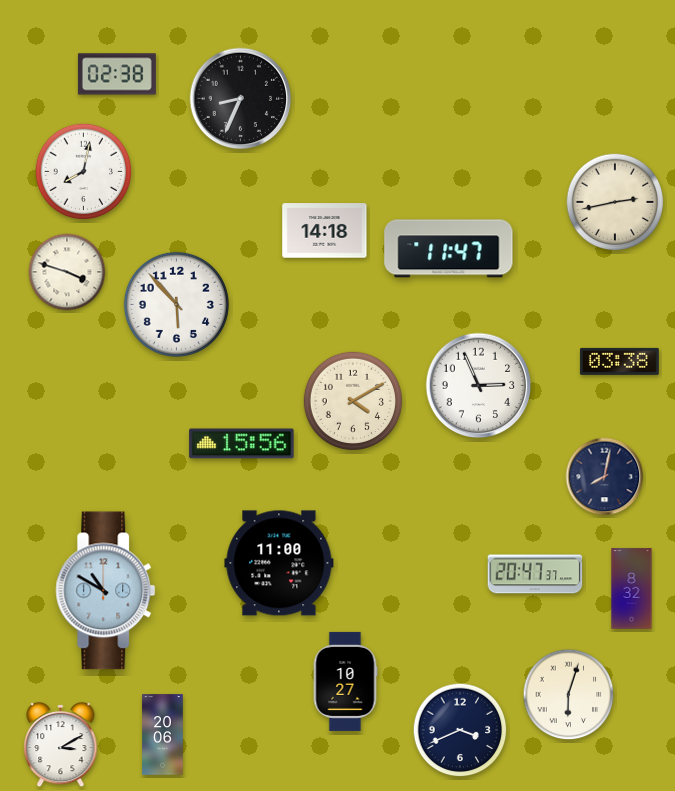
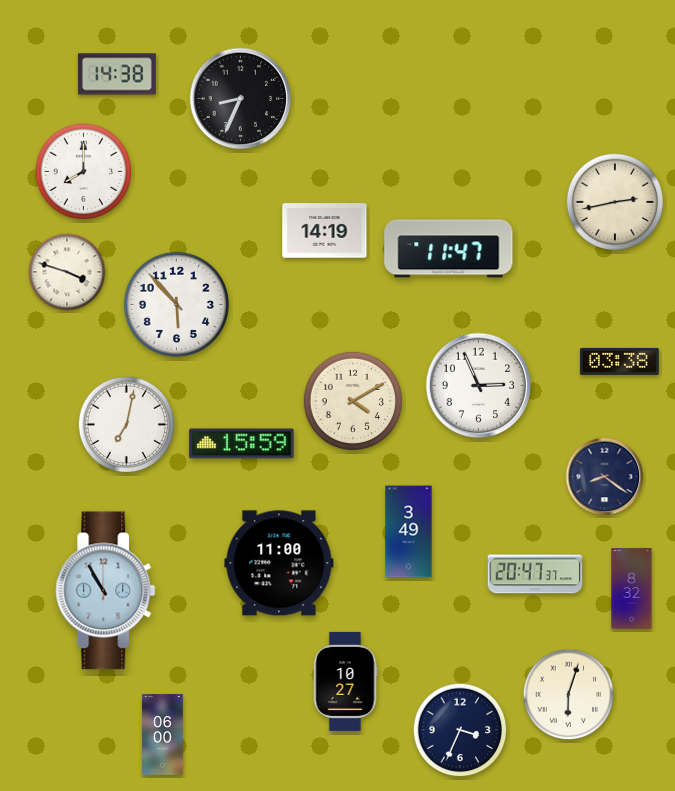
clock at (117, 74): 02:38 -> 14:38
clock at (84, 172): 8:02 -> 8:00
clock at (325, 231): 14:18 -> 14:19
clock at (127, 425): none -> 7:02
clock at (242, 444): 15:56 -> 15:59
clock at (605, 477): 8:02 -> 8:21
clock at (409, 532): none -> 3:49
clock at (106, 591): 10:50 -> 10:55
clock at (460, 730): 3:41 -> 3:34
clock at (163, 735): 20:06 -> 06:00
clock at (61, 745): 3:10 -> none
